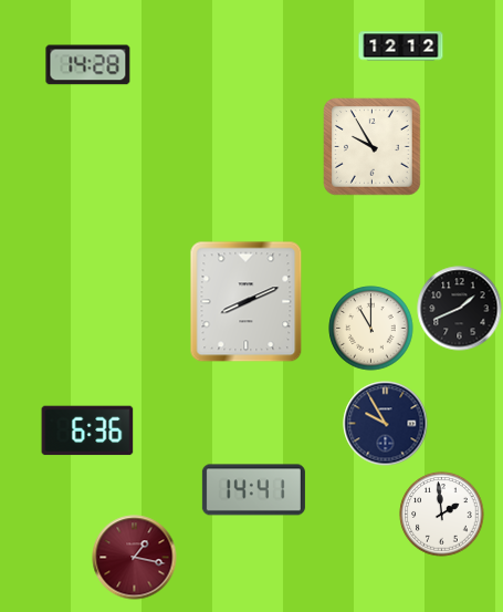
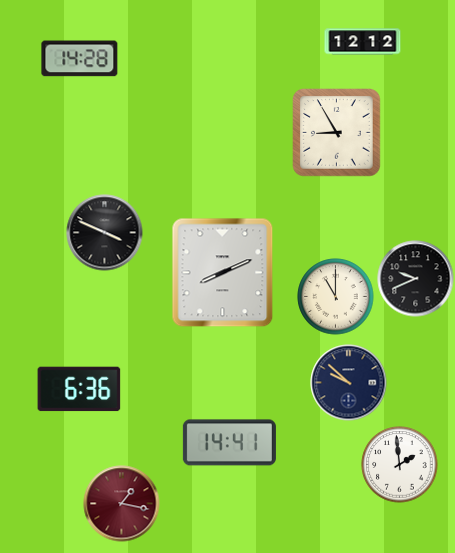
clock at (373, 147): 9:55 -> 8:55
clock at (105, 233): none -> 3:49
clock at (460, 309): 1:41 -> 9:41
clock at (386, 424): 9:55 -> 9:52
